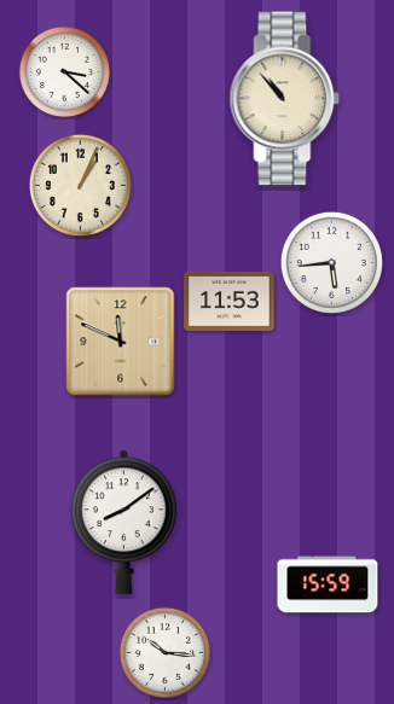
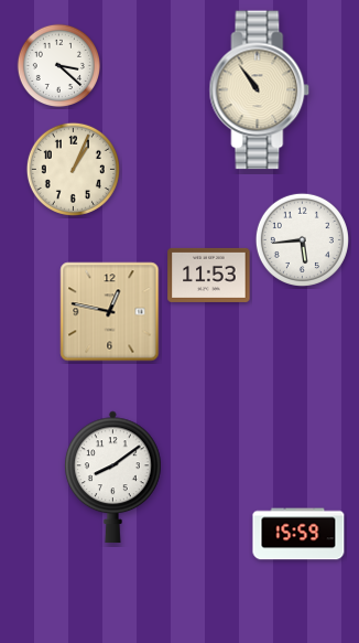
clock at (285, 99): 10:53 -> 10:54
clock at (121, 342): 11:49 -> 12:47
clock at (166, 653): 10:16 -> none
